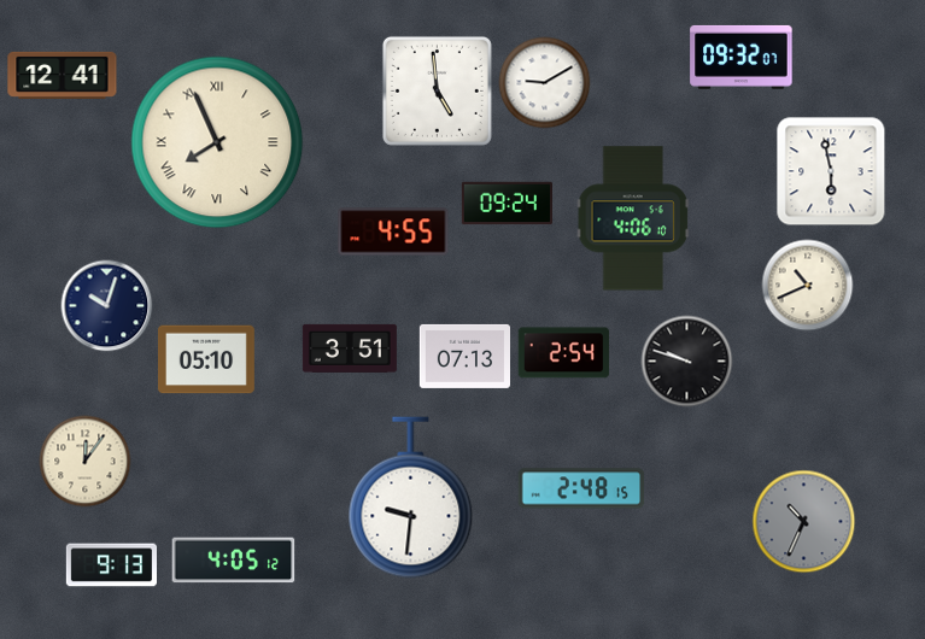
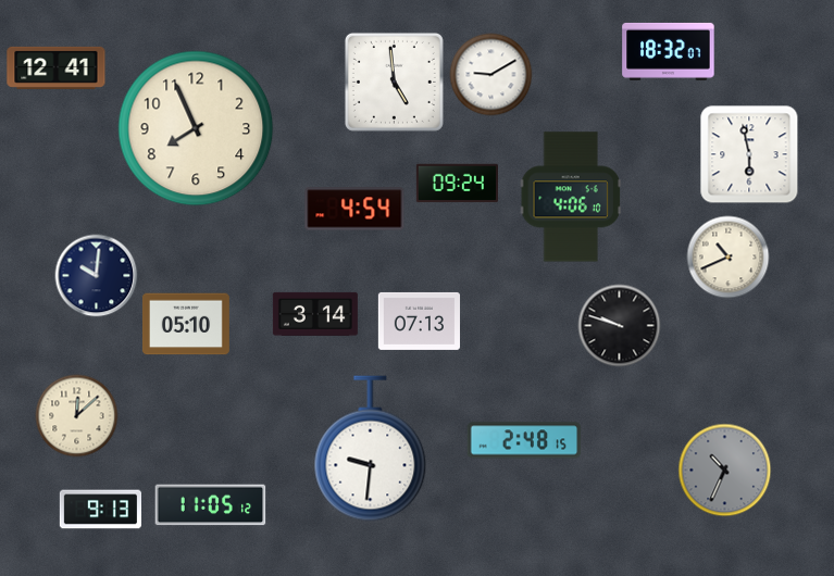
clock at (742, 57): 09:32 -> 18:32
clock at (217, 142) numerals: Roman -> Arabic
clock at (393, 231): 4:55 -> 4:54
clock at (107, 306): 10:03 -> 10:01
clock at (350, 348): 3:51 -> 3:14
clock at (563, 353): 2:54 -> none
clock at (86, 462): 12:06 -> 12:08
clock at (234, 561): 4:05 -> 11:05
